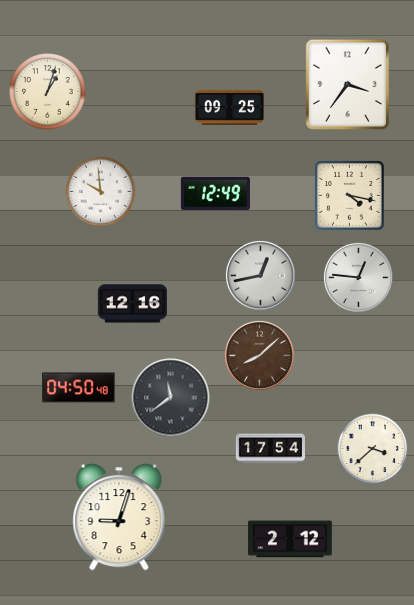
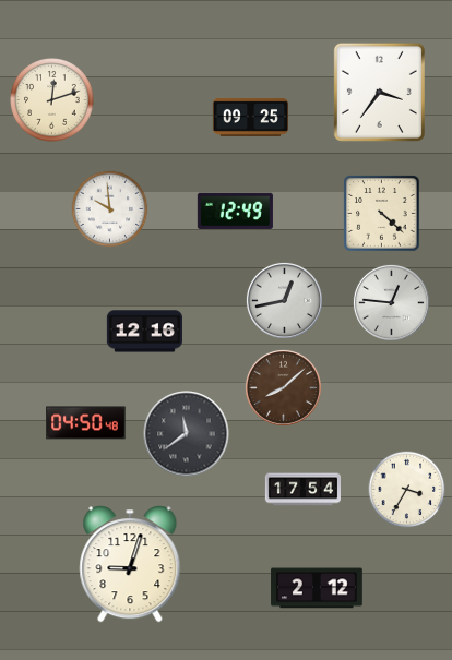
clock at (48, 92): 1:03 -> 12:12
clock at (350, 196): 4:17 -> 4:22
clock at (270, 449) position: (270, 449) -> (302, 490)
clock at (373, 449): 3:38 -> 3:35
